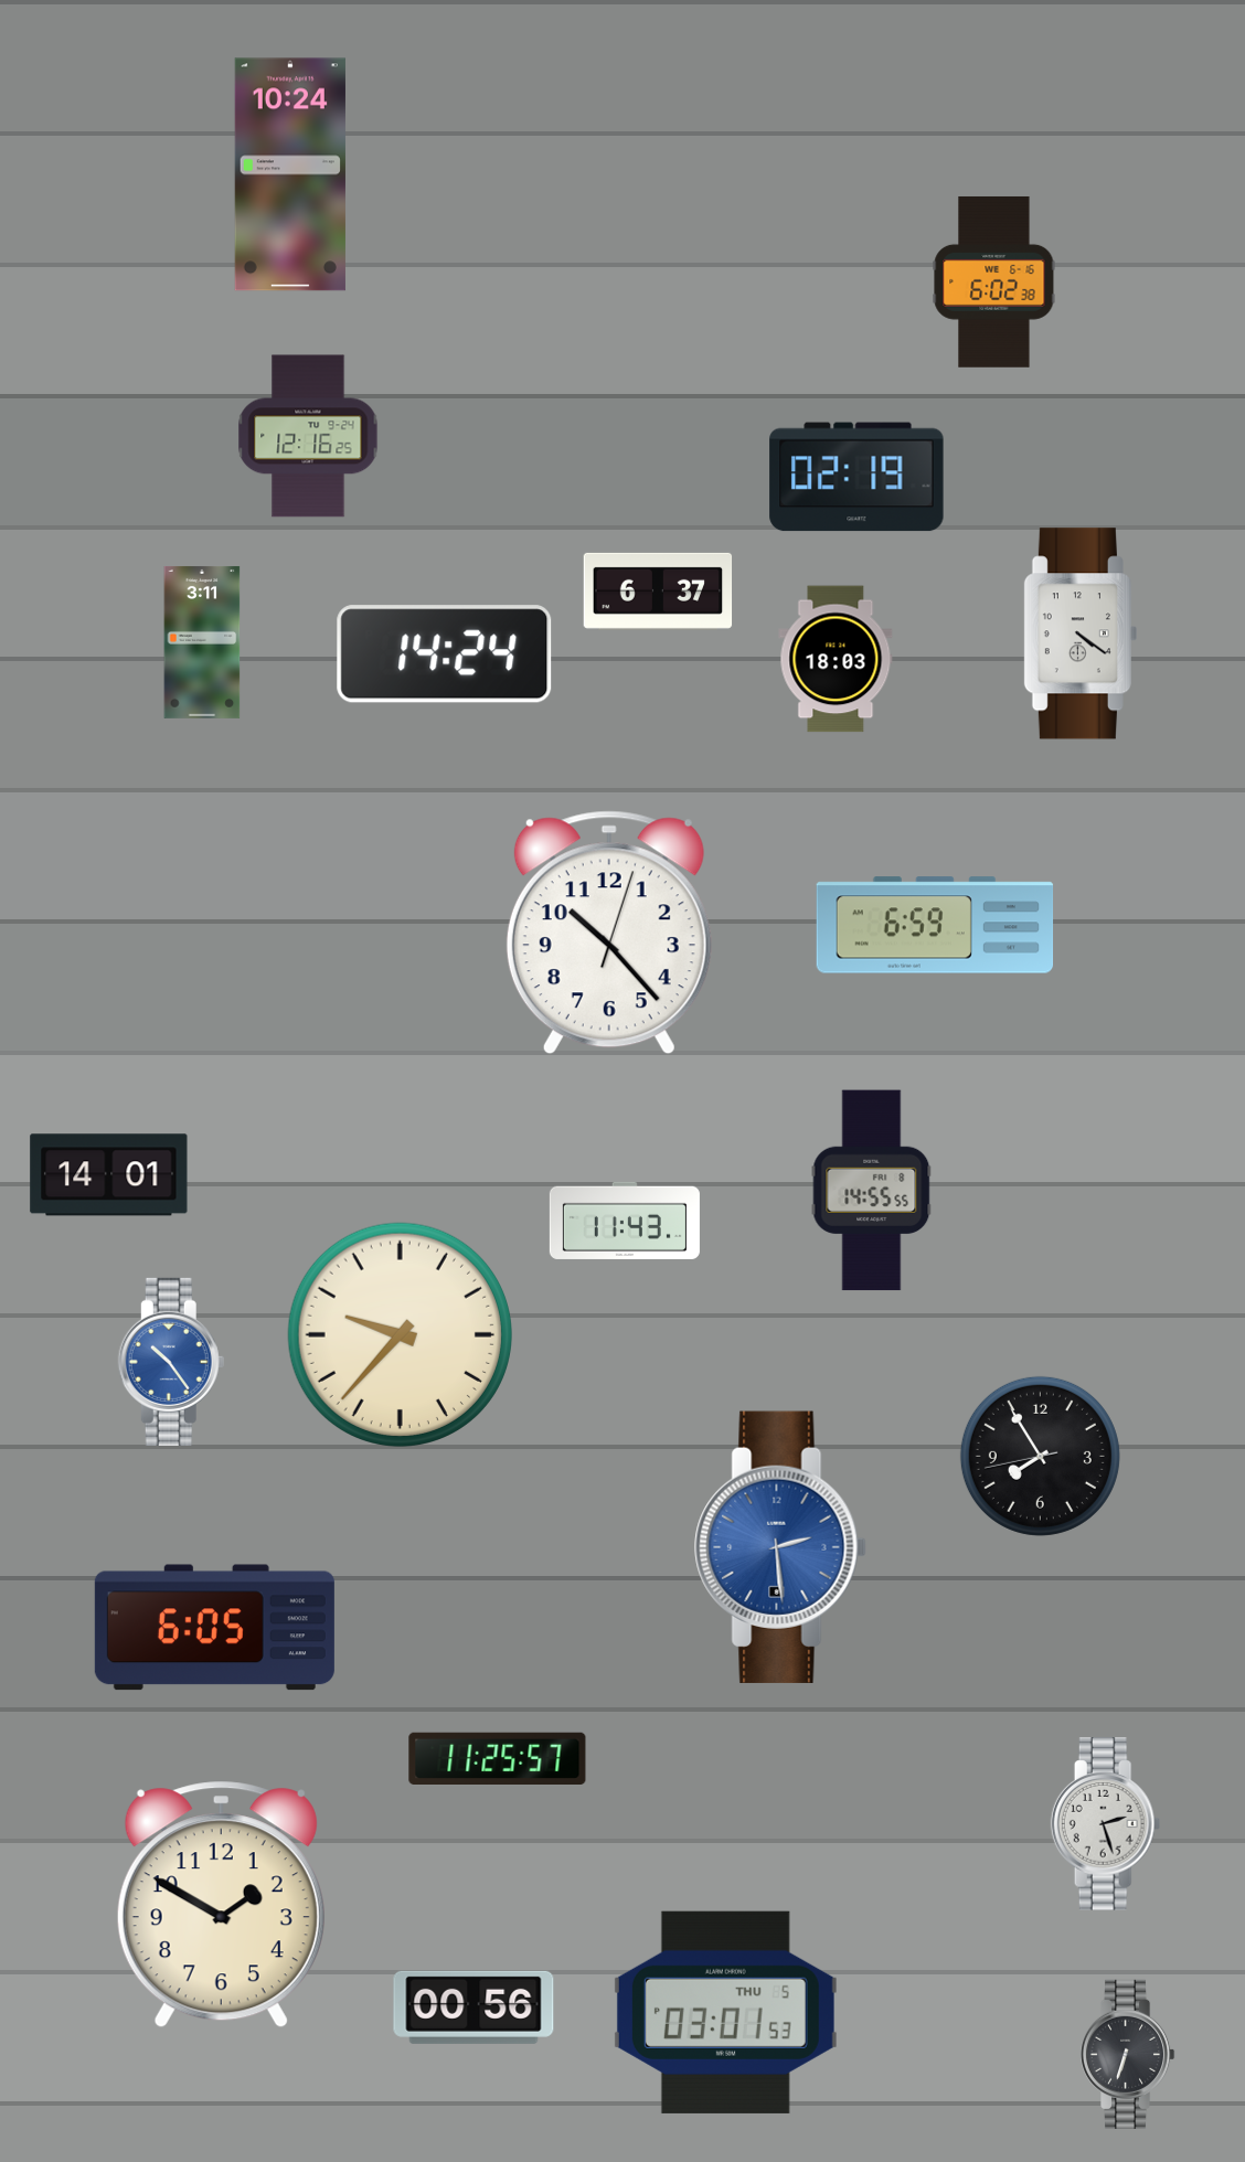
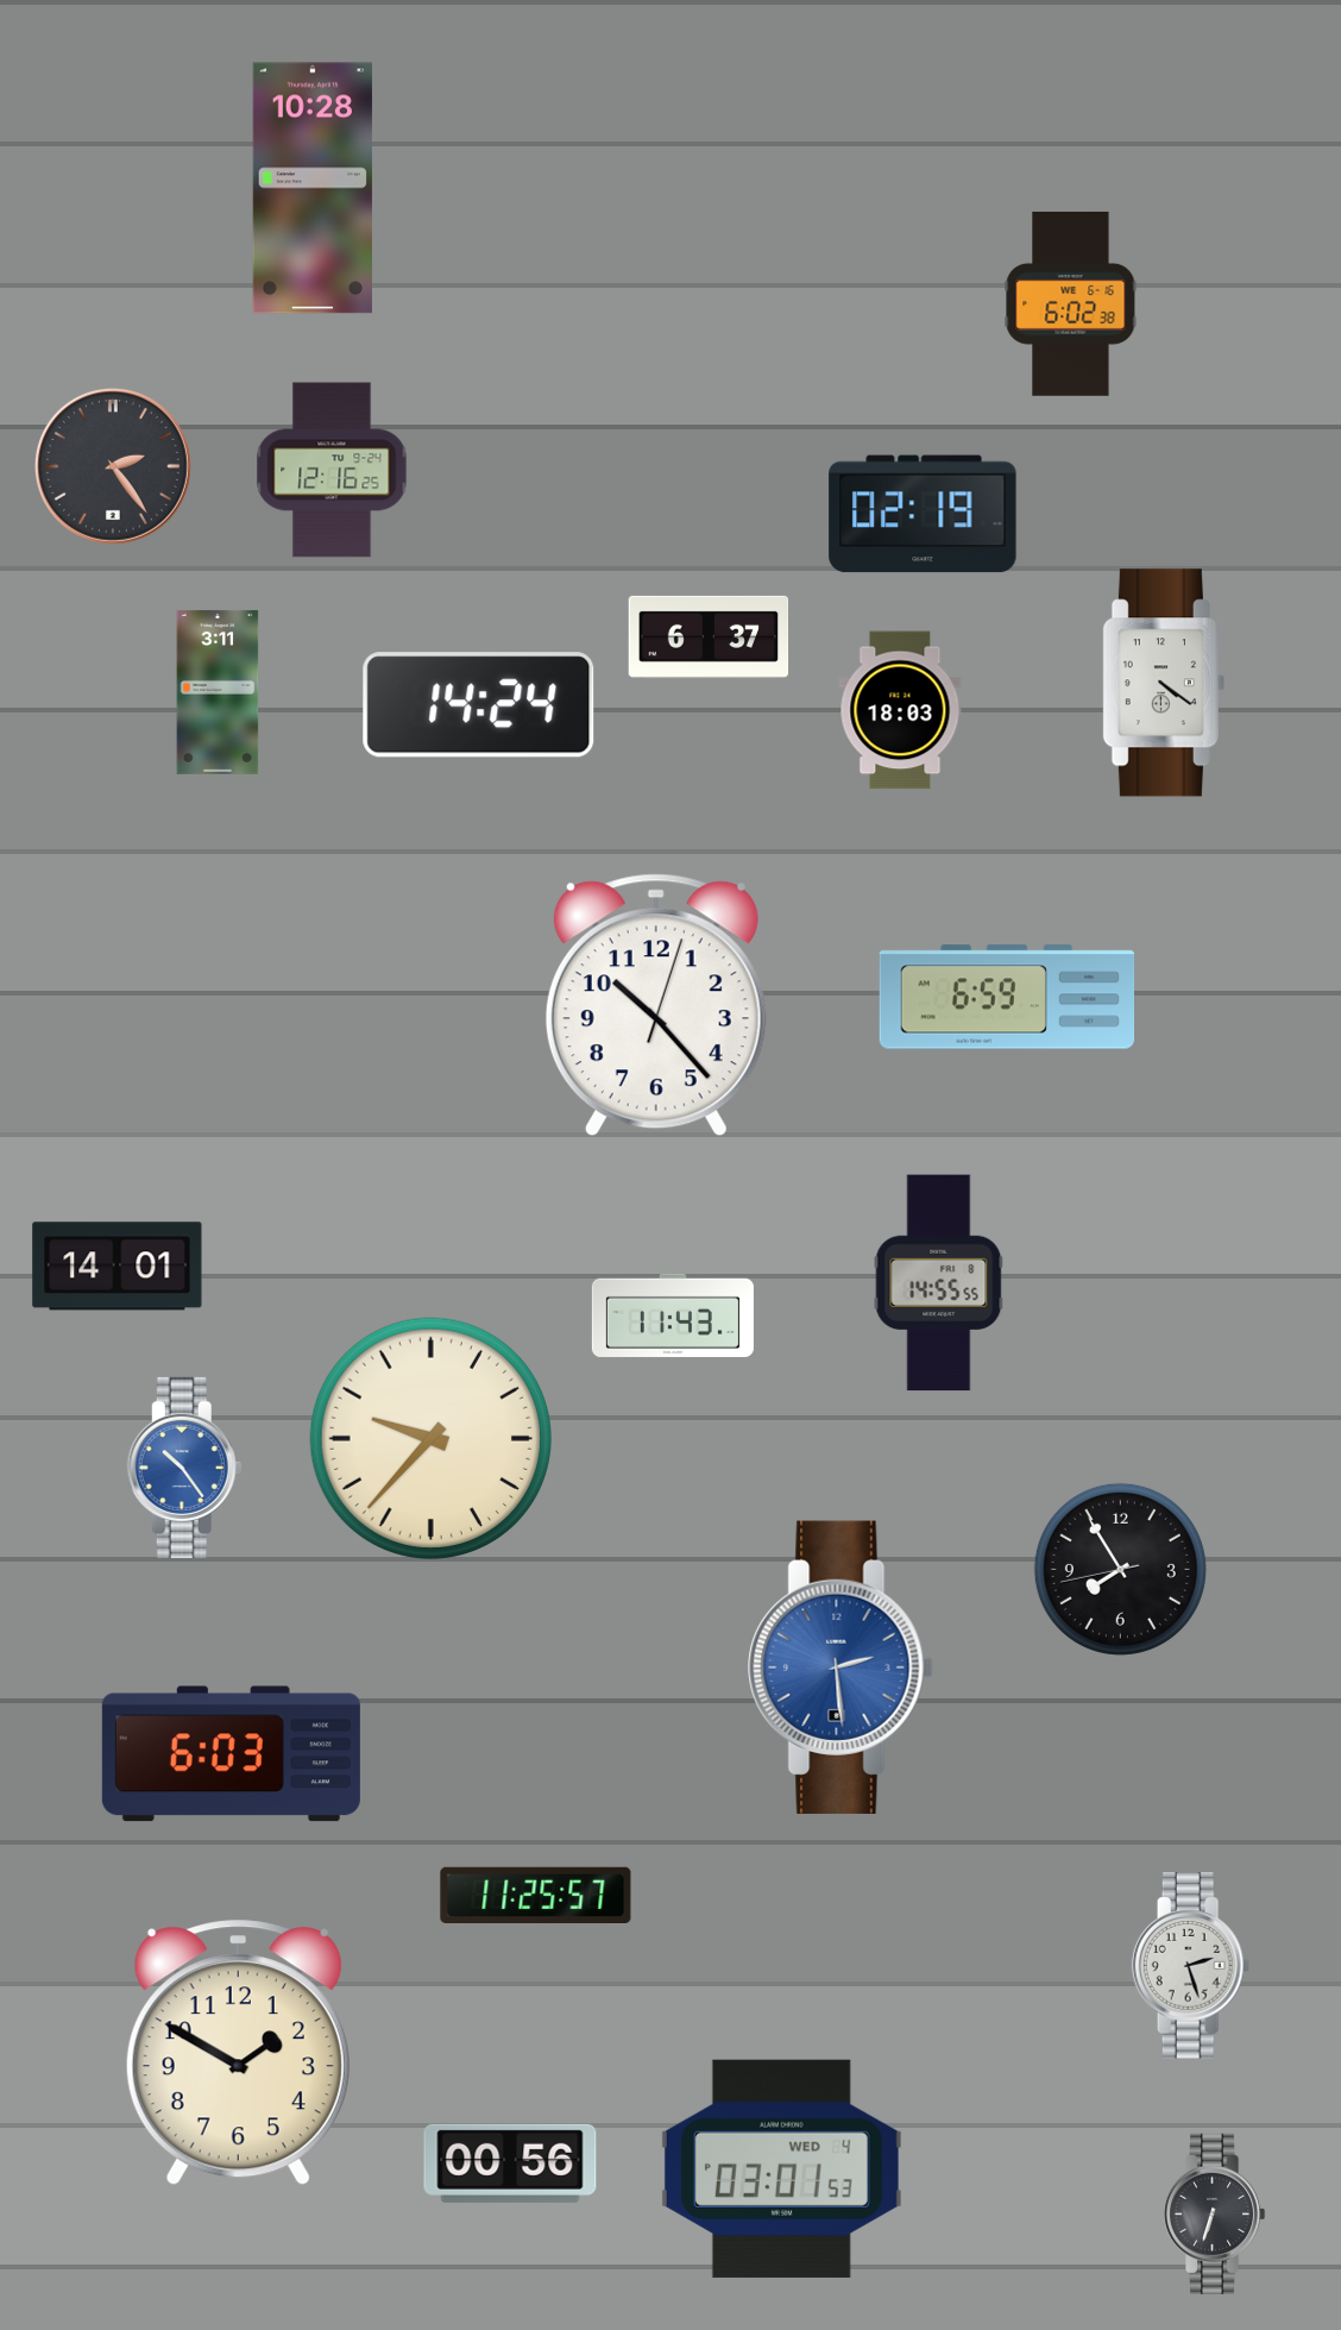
clock at (290, 174): 10:24 -> 10:28
clock at (113, 466): none -> 2:24
clock at (214, 1628): 6:05 -> 6:03
clock at (725, 2012) date: THU 5 -> WED 4
